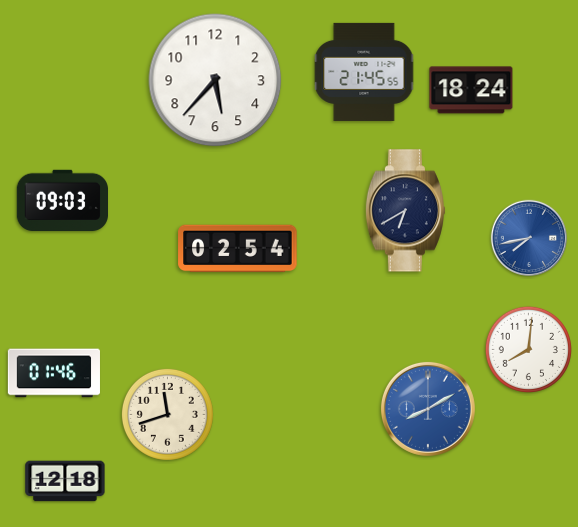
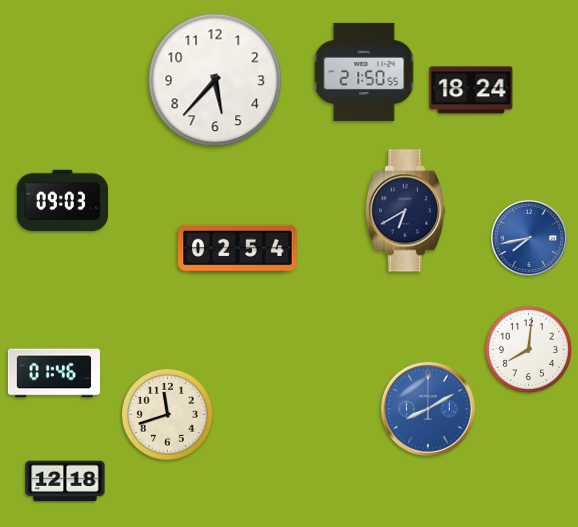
clock at (364, 72): 21:45 -> 21:50
